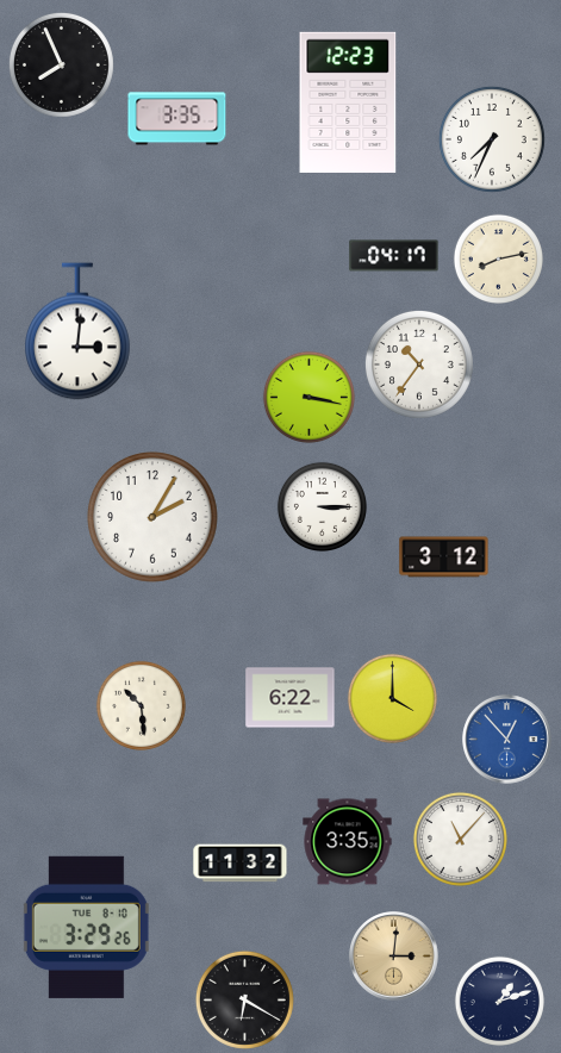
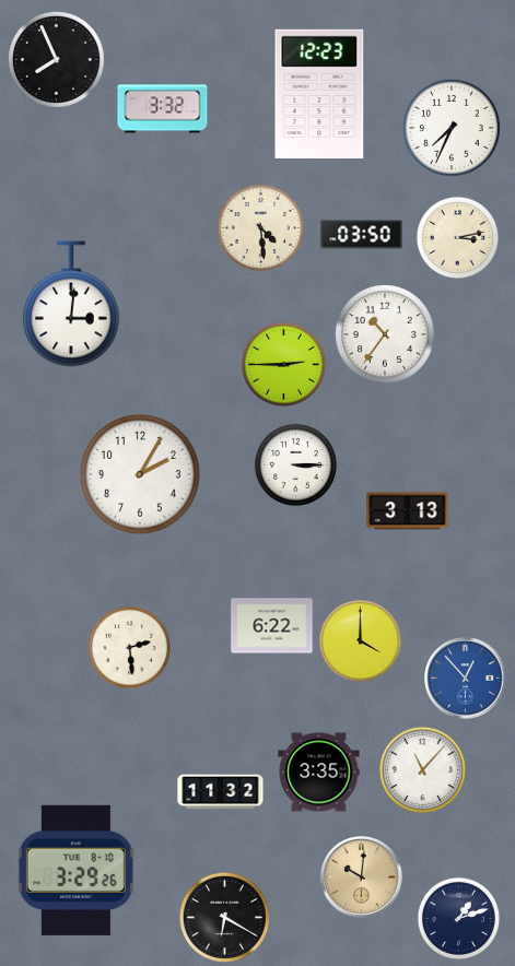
clock at (177, 119): 3:35 -> 3:32
clock at (260, 227): none -> 4:29
clock at (394, 256): 04:17 -> 03:50
clock at (498, 258): 8:13 -> 3:13
clock at (308, 397): 3:17 -> 2:45
clock at (444, 557): 3:12 -> 3:13
clock at (291, 698) position: (291, 698) -> (272, 626)
clock at (141, 705): 10:29 -> 2:29
clock at (86, 927) position: (86, 927) -> (75, 870)
clock at (394, 957): 3:01 -> 10:01
